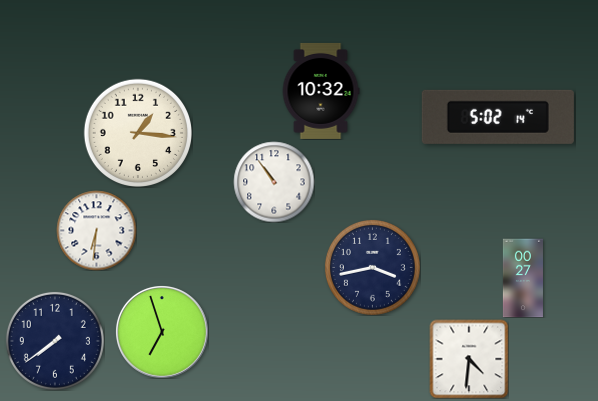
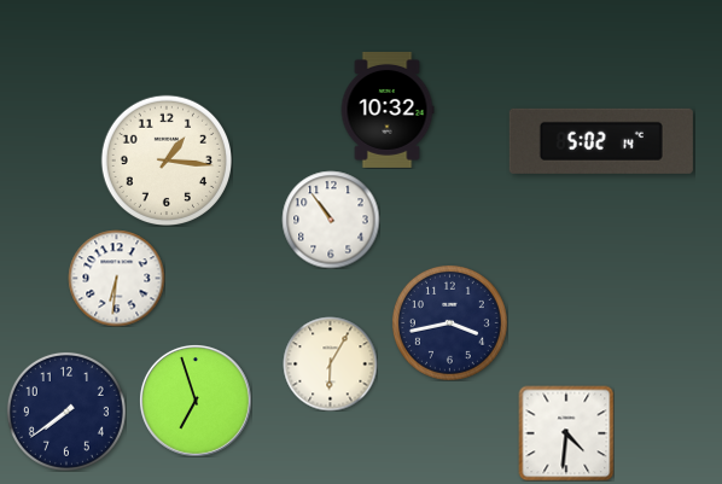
clock at (522, 278): 00:27 -> none
clock at (330, 363): none -> 6:05
